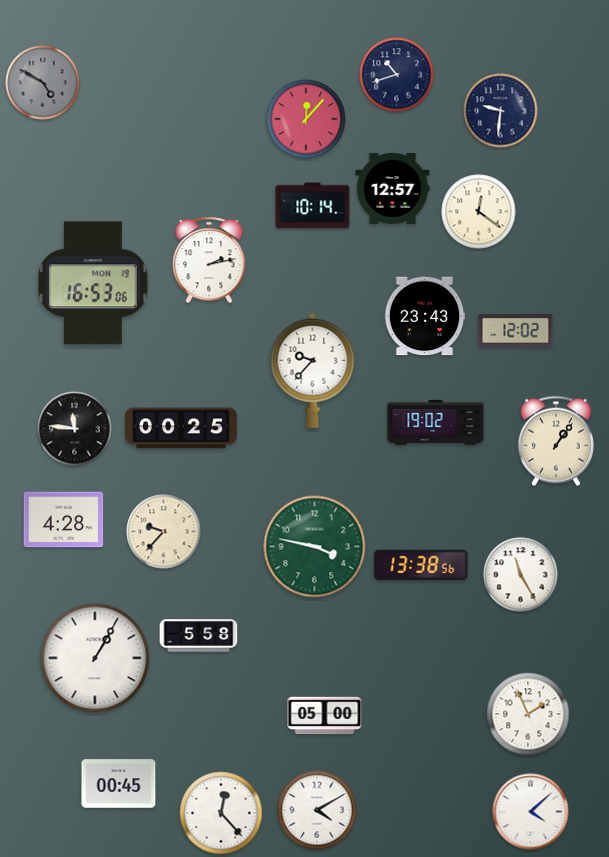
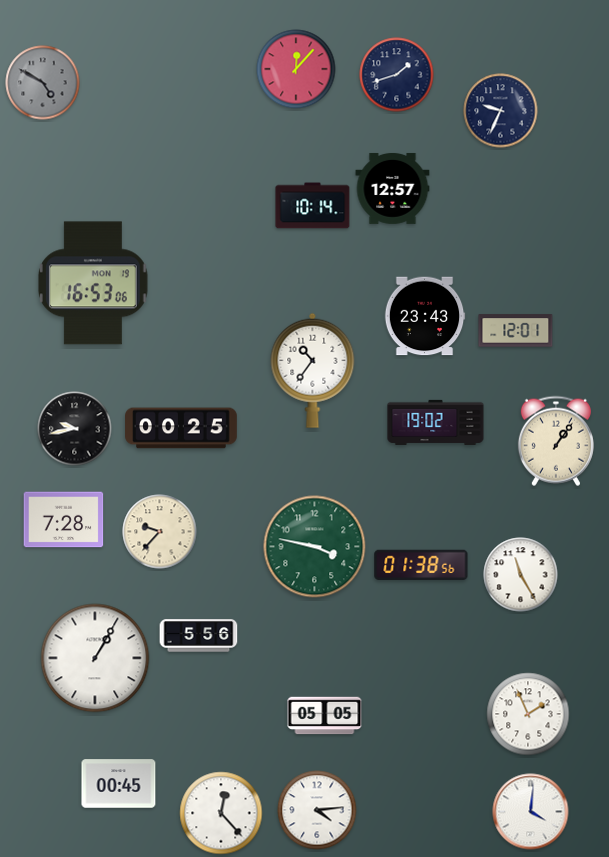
clock at (397, 75): 10:42 -> 1:42
clock at (501, 111): 9:31 -> 9:34
clock at (306, 119) position: (306, 119) -> (296, 69)
clock at (479, 212): 12:21 -> none
clock at (209, 260): 2:13 -> none
clock at (516, 331): 12:02 -> 12:01
clock at (313, 370): 9:37 -> 10:36
clock at (75, 429): 11:46 -> 9:43
clock at (64, 520): 4:28 -> 7:28
clock at (164, 532) position: (164, 532) -> (160, 532)
clock at (421, 564): 13:38 -> 01:38
clock at (199, 636): 5:58 -> 5:56
clock at (325, 716): 05:00 -> 05:05
clock at (317, 810): 4:10 -> 4:14
clock at (531, 812): 4:08 -> 4:01
